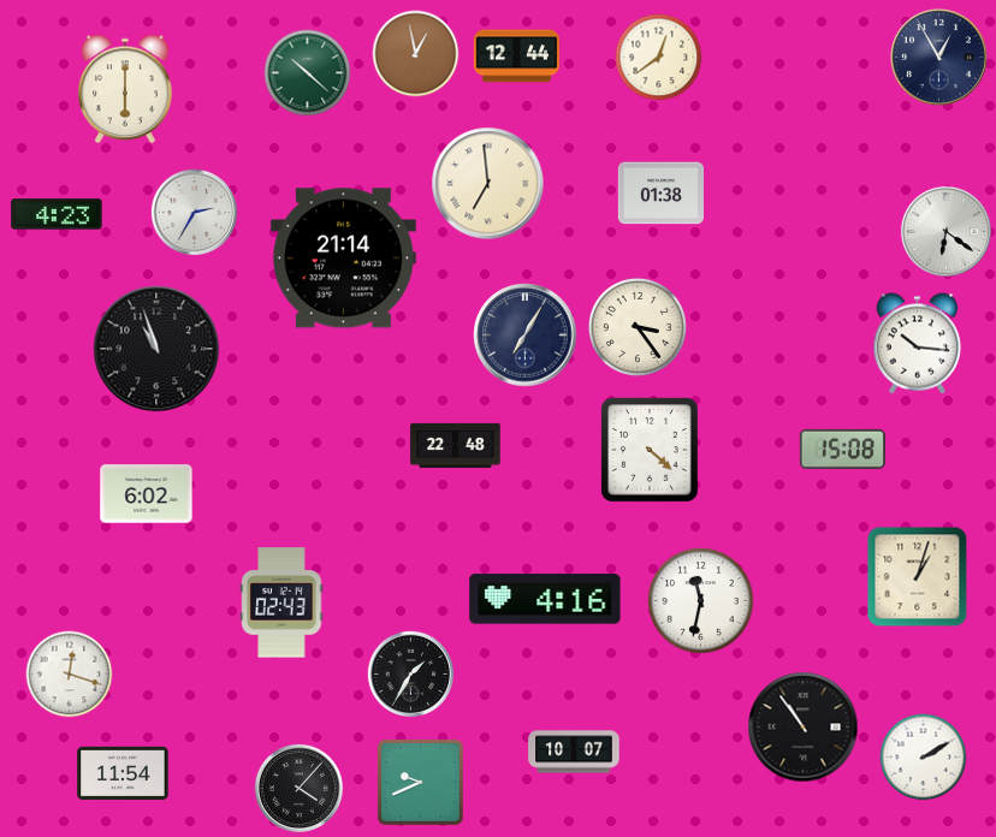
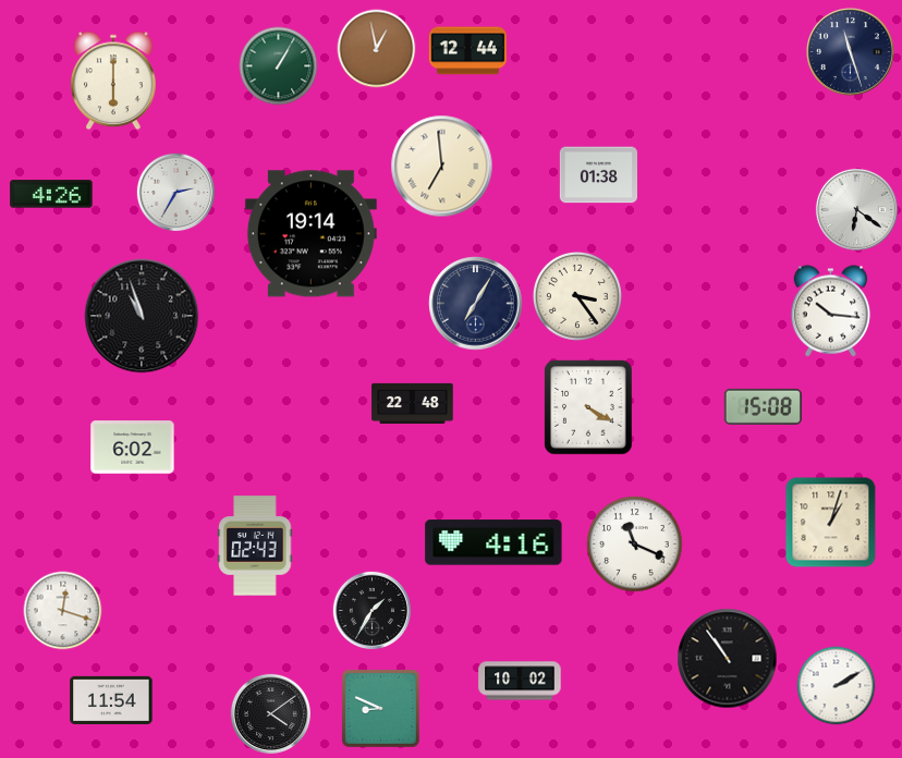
clock at (659, 58): 12:39 -> none
clock at (939, 58): 12:55 -> 11:27
clock at (308, 73): 10:22 -> 1:05
clock at (57, 214): 4:23 -> 4:26
clock at (343, 259): 21:14 -> 19:14
clock at (650, 450): 4:22 -> 4:20
clock at (701, 601): 11:32 -> 11:19
clock at (574, 752): 10:07 -> 10:02
clock at (420, 782): 9:41 -> 8:49
clock at (298, 788): 4:07 -> 4:09
